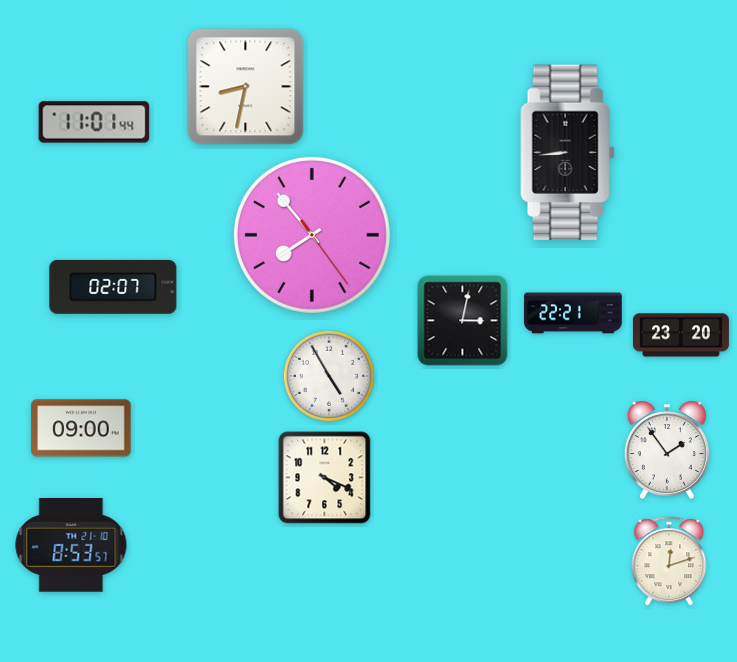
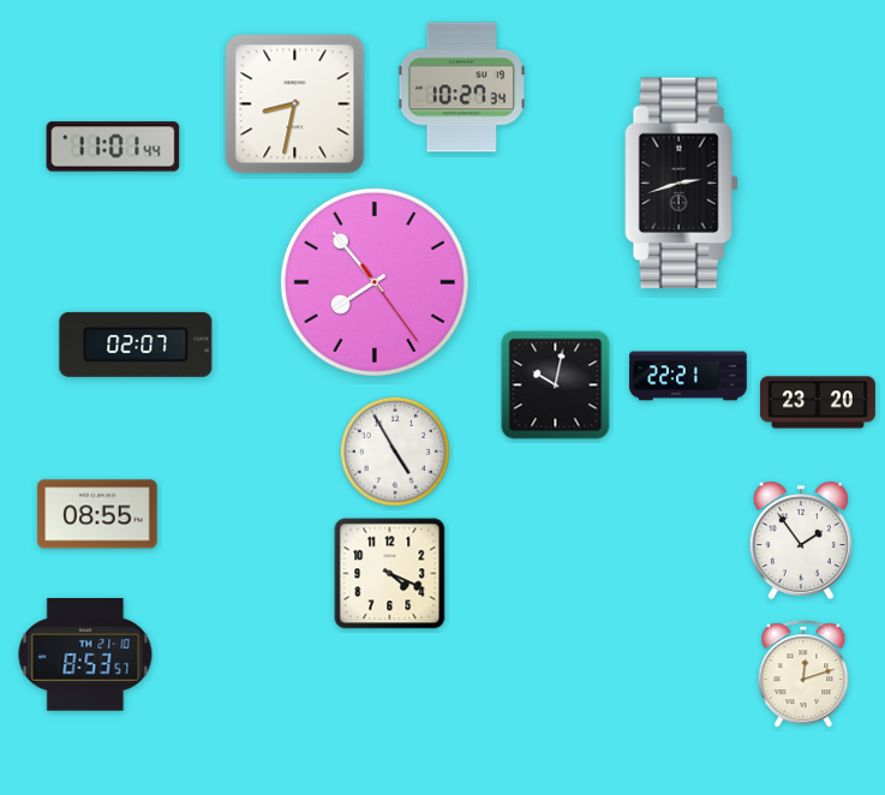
clock at (461, 88): none -> 10:27
clock at (568, 153): 8:44 -> 2:42
clock at (463, 321): 3:02 -> 10:02
clock at (81, 428): 09:00 -> 08:55
